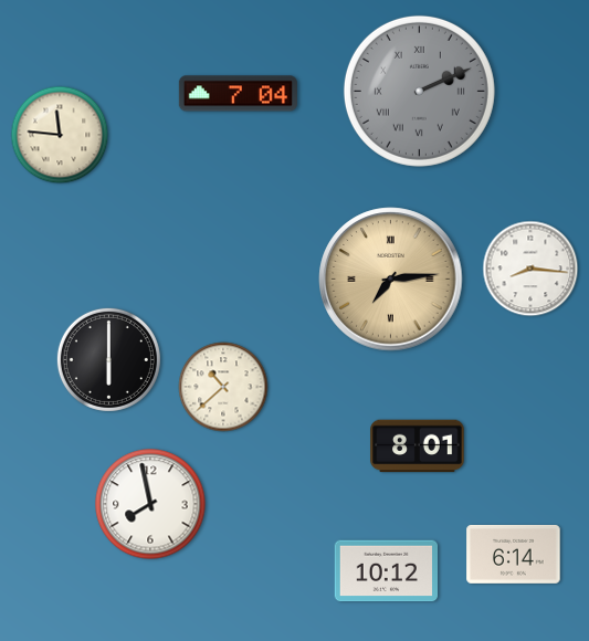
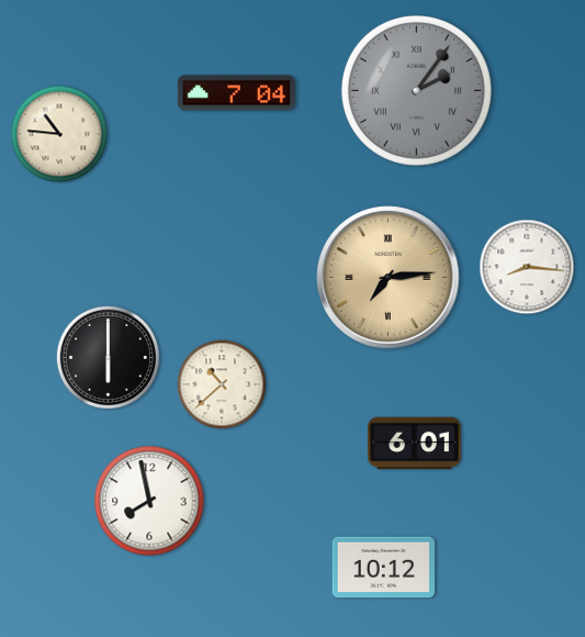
clock at (419, 91): 2:11 -> 2:06
clock at (60, 135): 11:46 -> 10:46
clock at (418, 446): 8:01 -> 6:01
clock at (514, 554): 6:14 -> none
